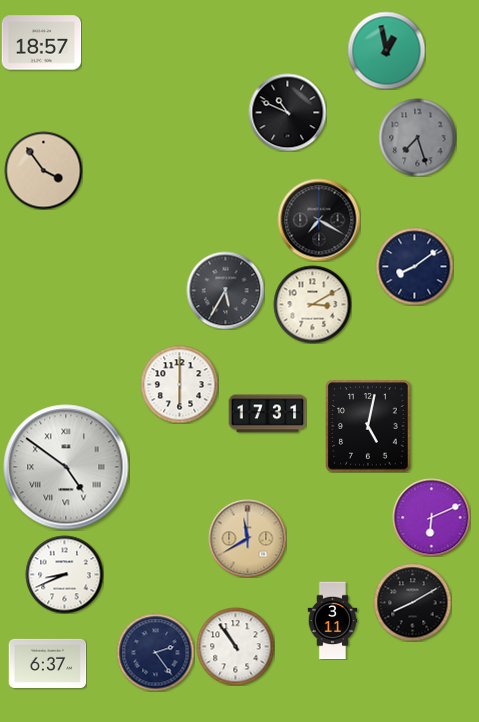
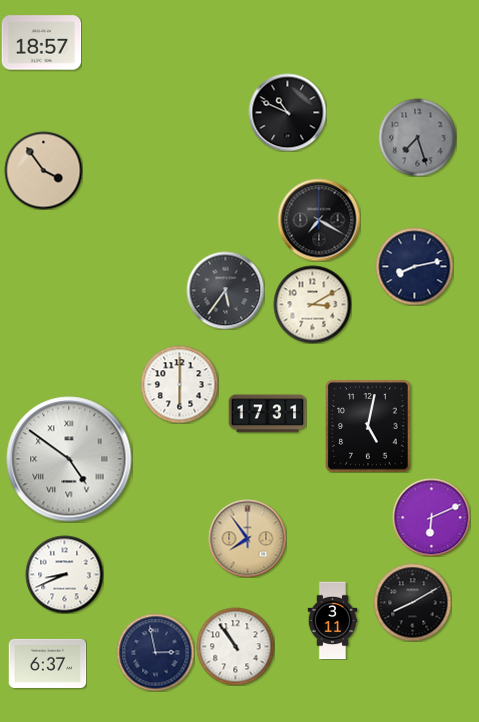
clock at (386, 50): 12:58 -> none
clock at (414, 266): 8:09 -> 8:13
clock at (225, 290): 5:35 -> 5:36
clock at (66, 467) position: (66, 467) -> (69, 459)
clock at (247, 538): 11:40 -> 7:54
clock at (155, 652): 2:24 -> 2:58
